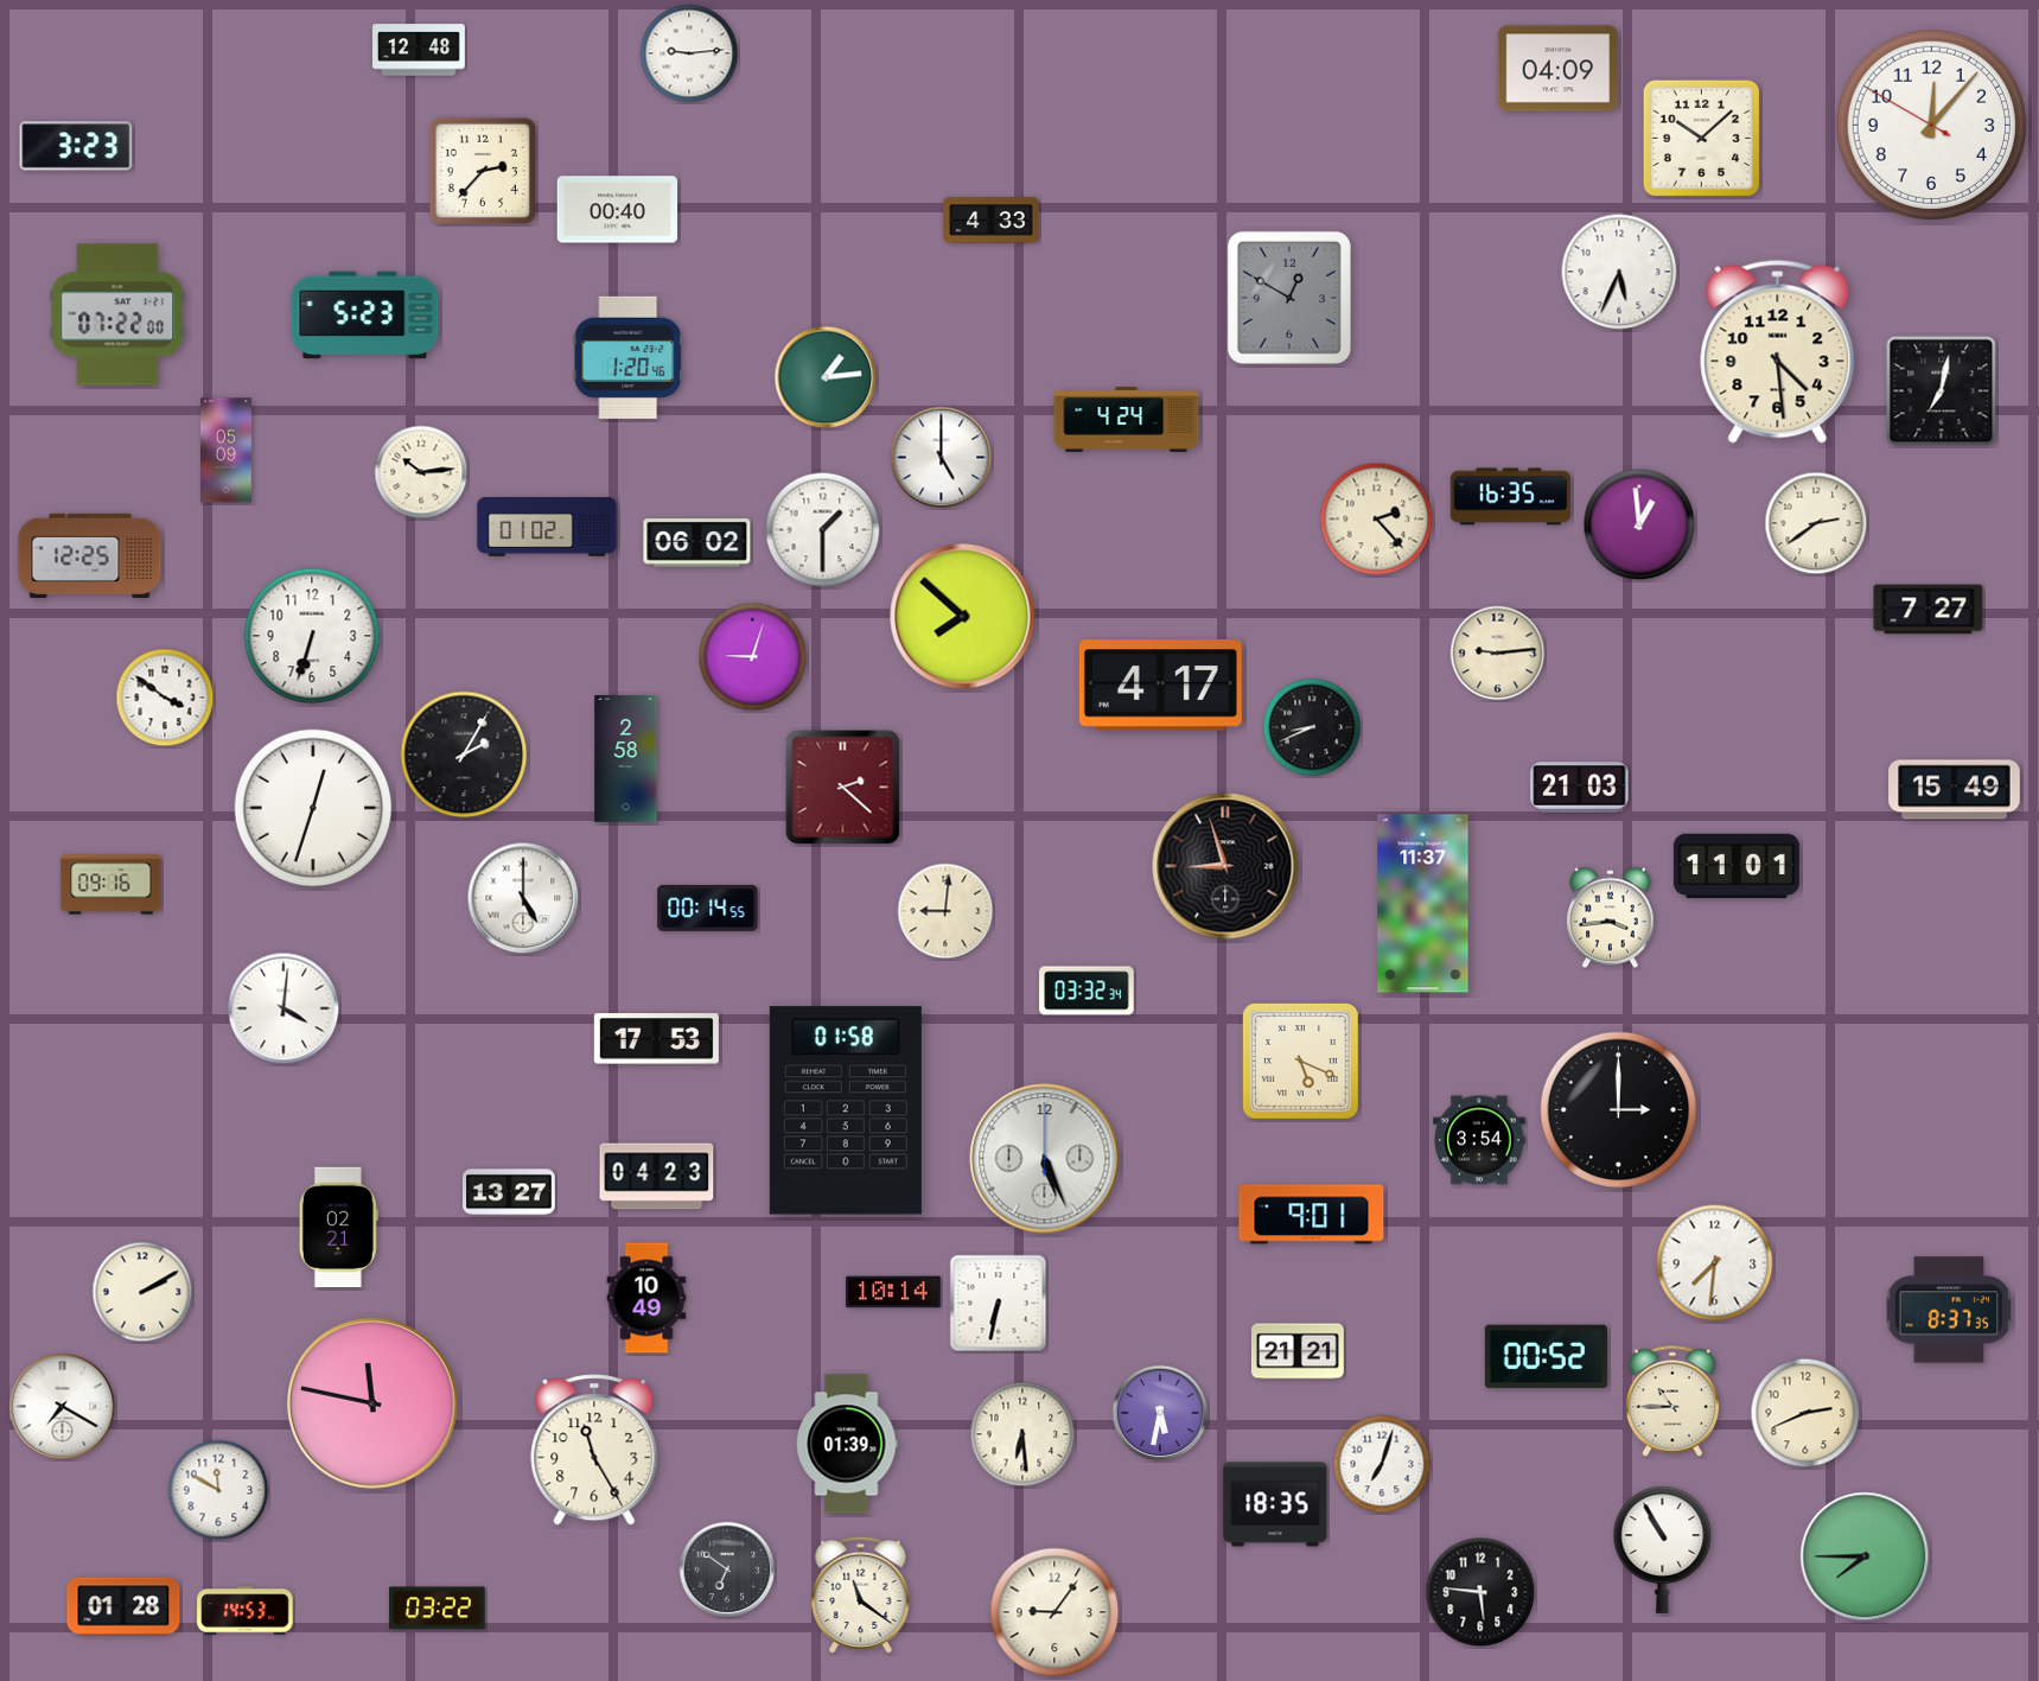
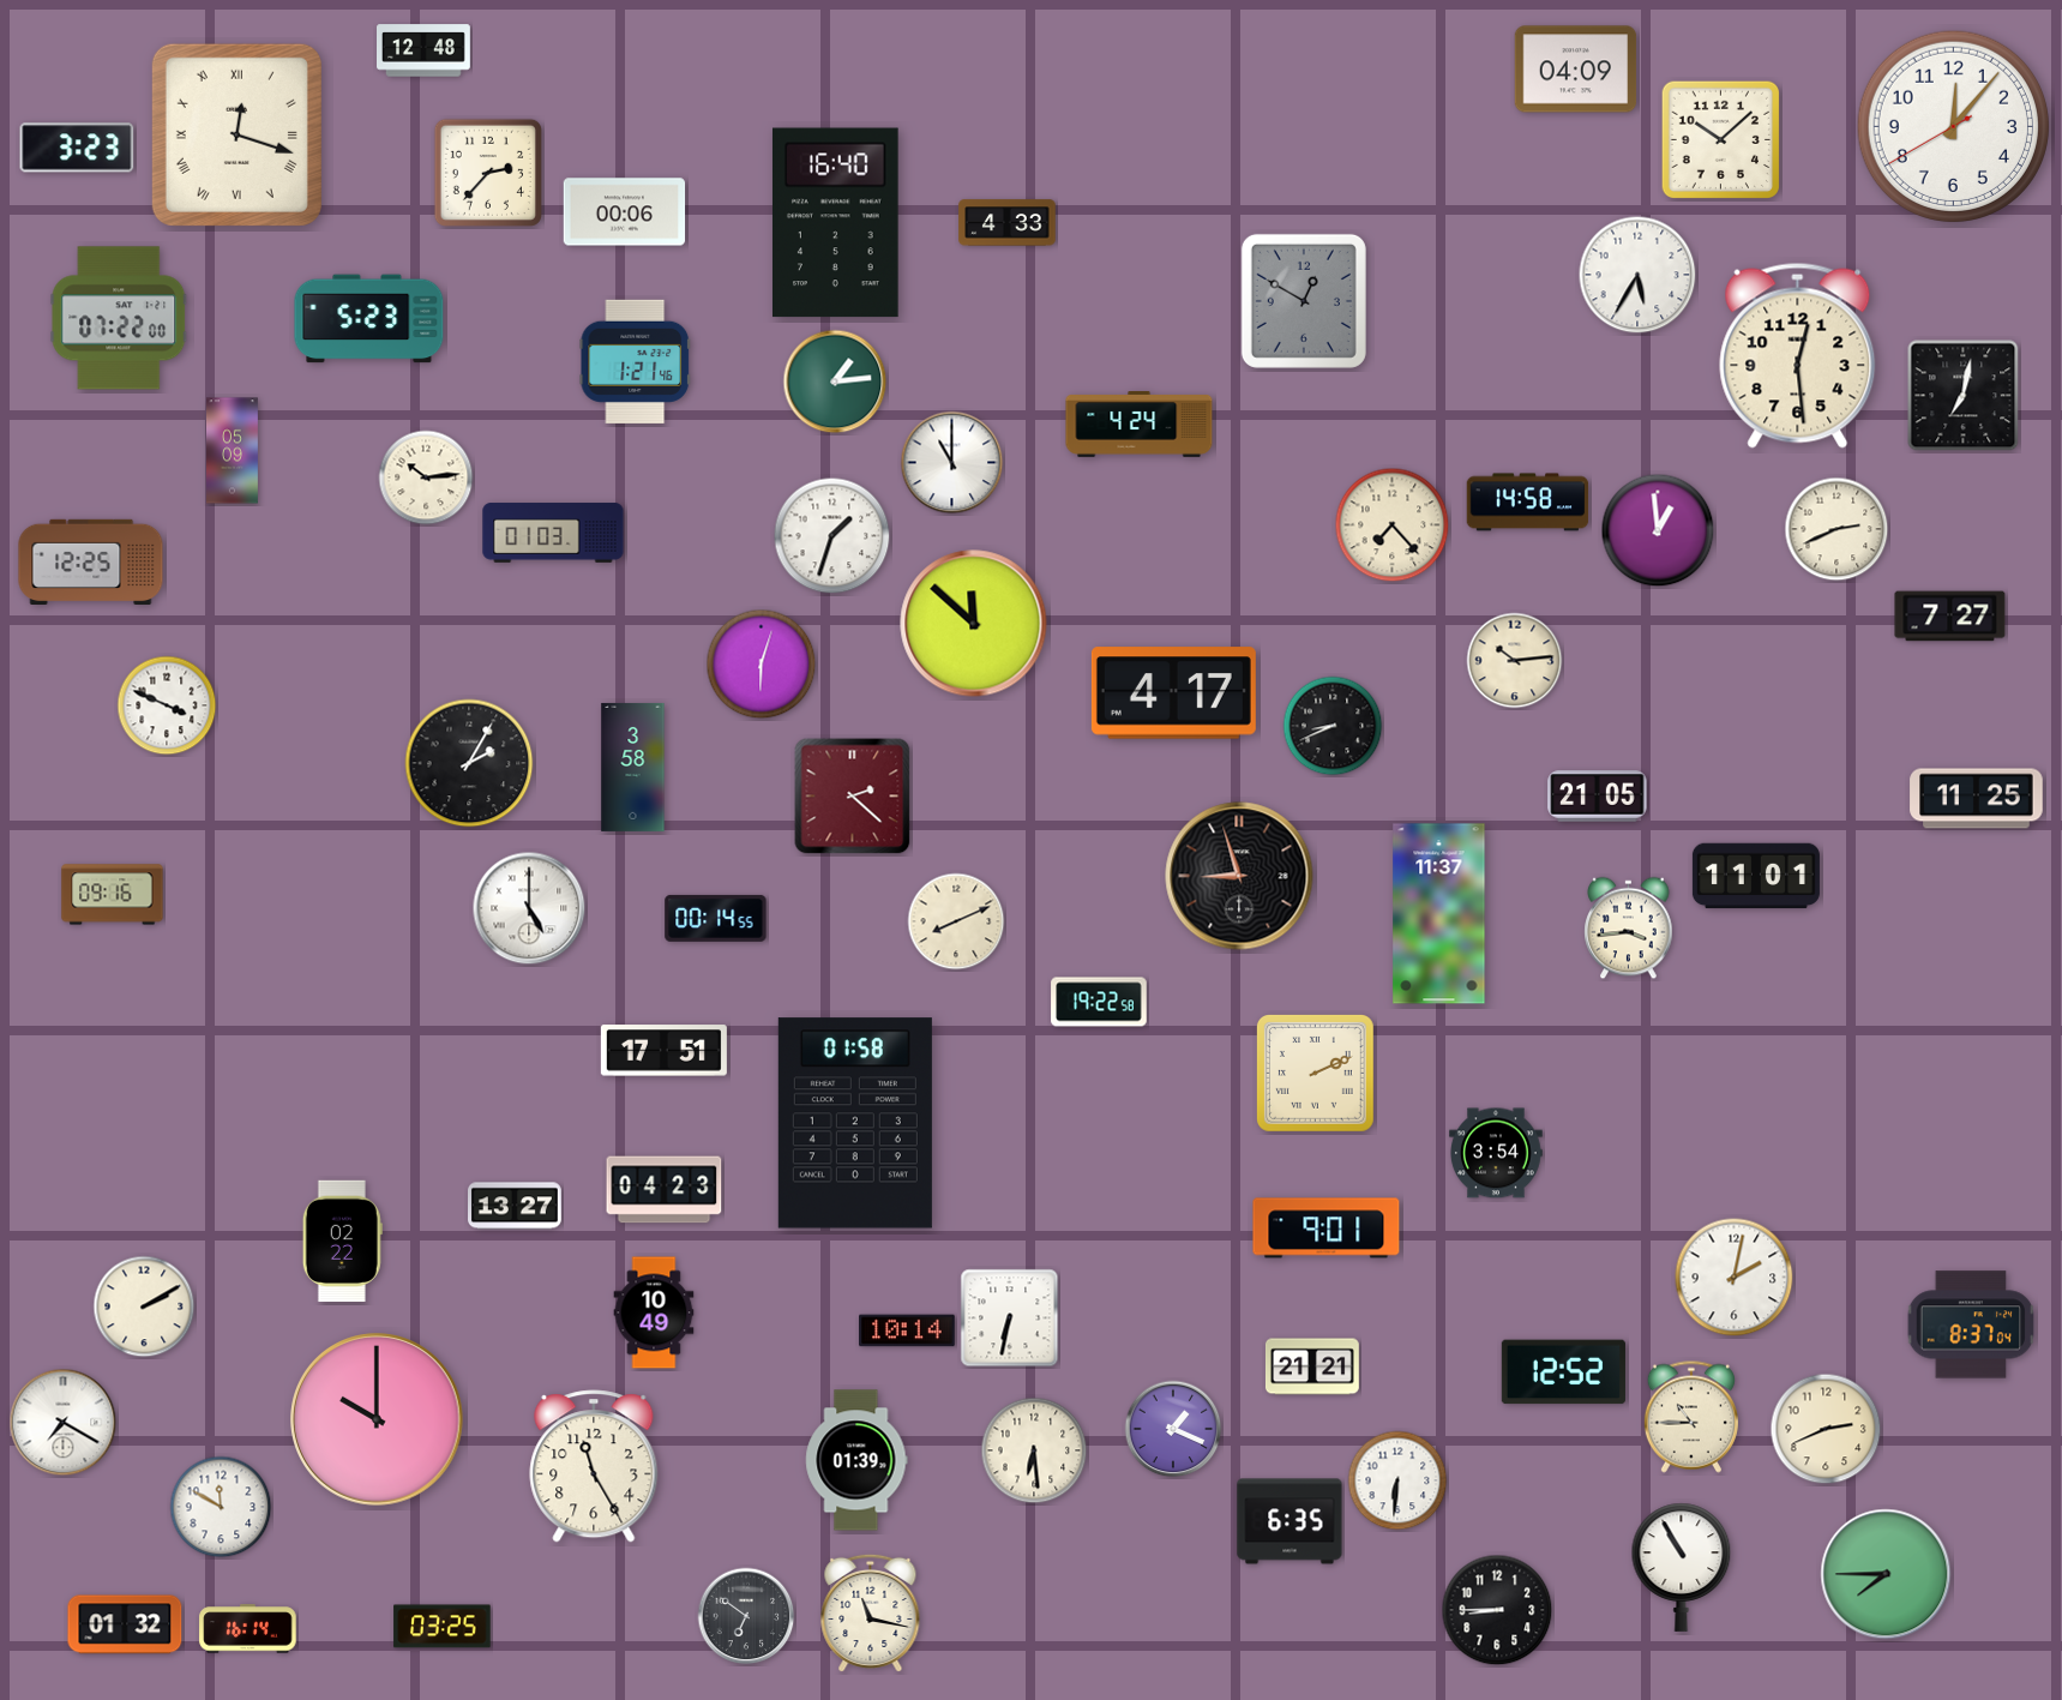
clock at (689, 53): 9:14 -> none
clock at (1931, 125): 12:06:50 -> 12:06:40
clock at (236, 134): none -> 12:18
clock at (618, 210): 00:40 -> 00:06
clock at (836, 223): none -> 16:40
clock at (992, 221) position: (992, 221) -> (1008, 223)
clock at (1619, 272): 5:34 -> 5:35
clock at (1778, 351): 4:29 -> 12:29
clock at (627, 357): 1:20 -> 1:21
clock at (227, 451) position: (227, 451) -> (233, 451)
clock at (942, 458): 5:00 -> 11:00
clock at (1511, 497): 16:35 -> 14:58
clock at (1377, 520): 2:23 -> 7:23
clock at (1816, 523): 2:39 -> 2:41
clock at (547, 527): 01:02 -> 01:03
clock at (823, 530): 1:30 -> 1:33
clock at (697, 543): 06:02 -> none
clock at (963, 617): 7:52 -> 11:52
clock at (312, 636): 6:33 -> none
clock at (1498, 654): 9:14 -> 10:14
clock at (753, 657): 9:03 -> 6:03
clock at (165, 698): 3:51 -> 3:49
clock at (1312, 727) position: (1312, 727) -> (1333, 726)
clock at (626, 758): 2:58 -> 3:58
clock at (1580, 788): 21:03 -> 21:05
clock at (1955, 790): 15:49 -> 11:25
clock at (313, 808): 12:33 -> none
clock at (945, 911): 9:01 -> 8:11
clock at (1087, 991): 03:32 -> 19:22
clock at (283, 1008): 4:01 -> none
clock at (656, 1039): 17:53 -> 17:51
clock at (1301, 1062): 5:19 -> 2:11
clock at (1619, 1110): 3:00 -> none
clock at (1045, 1159): 5:26 -> none
clock at (338, 1228): 02:21 -> 02:22
clock at (1715, 1263): 7:31 -> 2:02
clock at (893, 1292) position: (893, 1292) -> (907, 1330)
clock at (1949, 1310): 8:37:35 -> 8:37:04
clock at (1546, 1357): 00:52 -> 12:52
clock at (374, 1405): 11:47 -> 10:00
clock at (1160, 1413): 5:32 -> 1:19
clock at (594, 1450) position: (594, 1450) -> (594, 1466)
clock at (1382, 1464): 7:03 -> 6:31
clock at (1275, 1504): 18:35 -> 6:35
clock at (727, 1569) position: (727, 1569) -> (746, 1616)
clock at (1480, 1592): 5:46 -> 8:45
clock at (861, 1596): 11:21 -> 11:17
clock at (123, 1606): 01:28 -> 01:32
clock at (438, 1609): 03:22 -> 03:25
clock at (246, 1611): 14:53 -> 16:14
clock at (1054, 1612): 9:06 -> none
